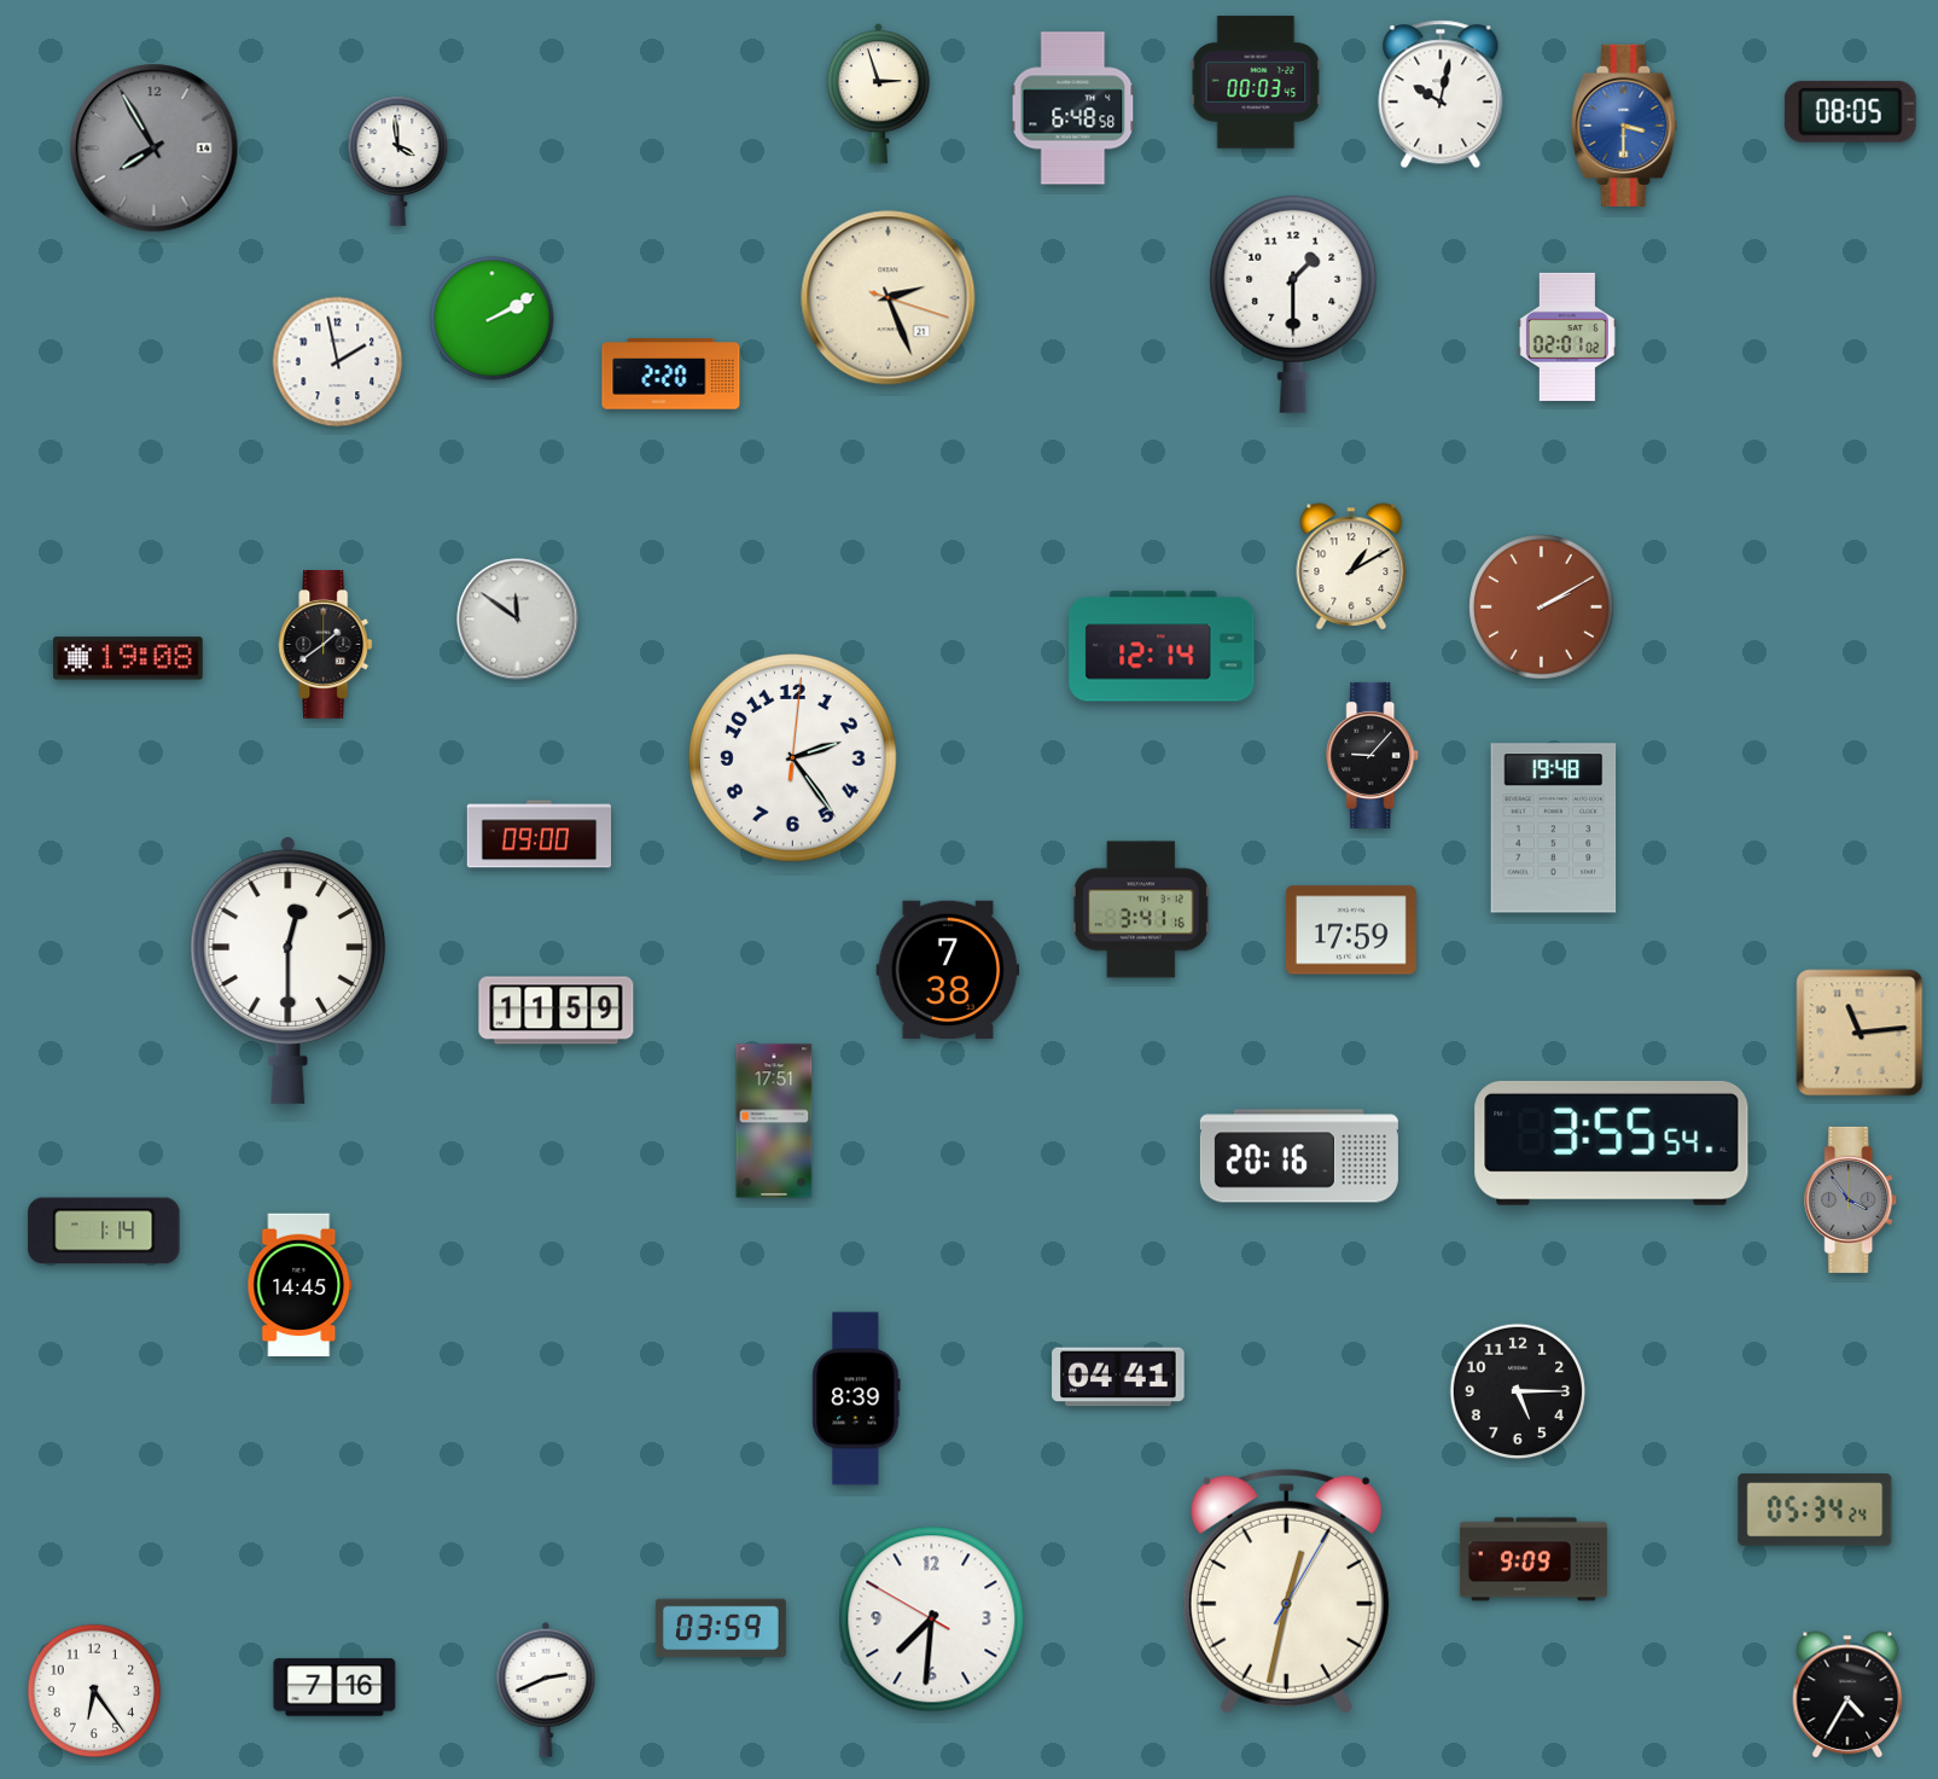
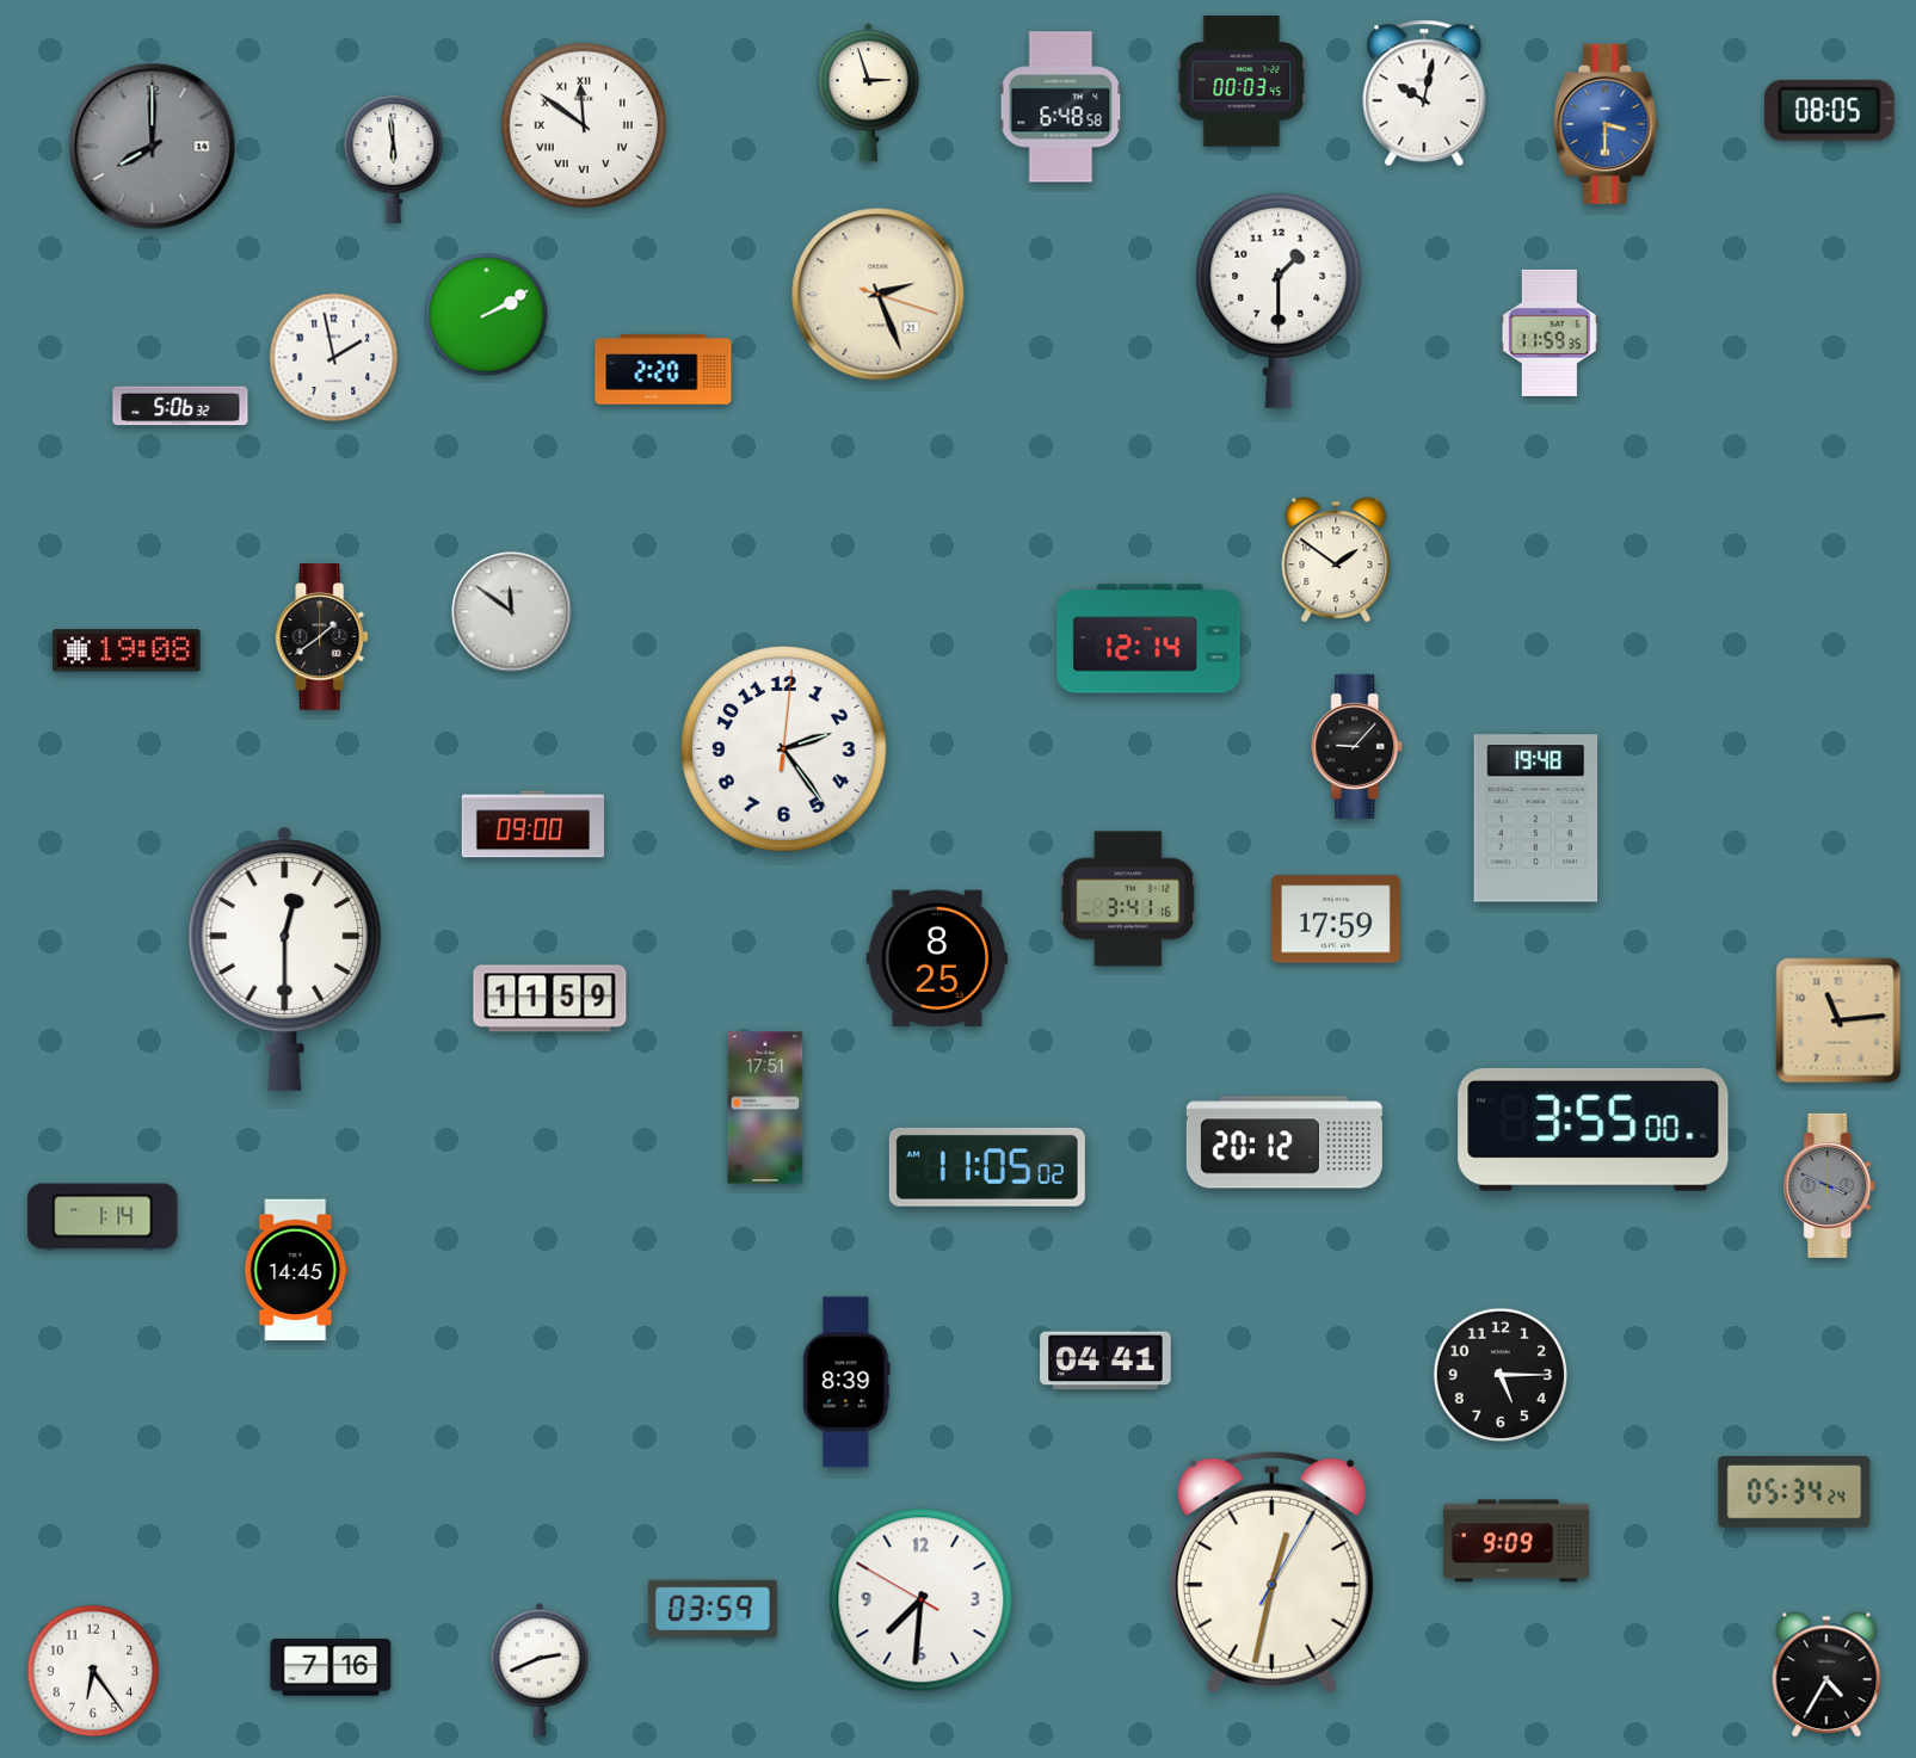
clock at (584, 125): none -> 11:51
clock at (155, 149): 7:55 -> 8:00
clock at (398, 161): 3:59 -> 5:59
clock at (1567, 337): 02:01 -> 11:59
clock at (180, 406): none -> 5:06
clock at (1351, 566): 1:10 -> 1:51
clock at (1542, 607): 2:10 -> none
clock at (948, 970): 7:38 -> 8:25
clock at (1612, 1143): 3:55:54 -> 3:55:00
clock at (1299, 1156): 20:16 -> 20:12
clock at (987, 1167): none -> 11:05
clock at (1851, 1199): 3:54 -> 3:49
